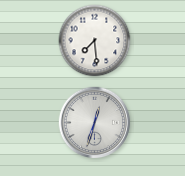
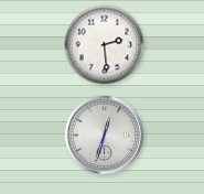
clock at (95, 41): 7:29 -> 2:29
